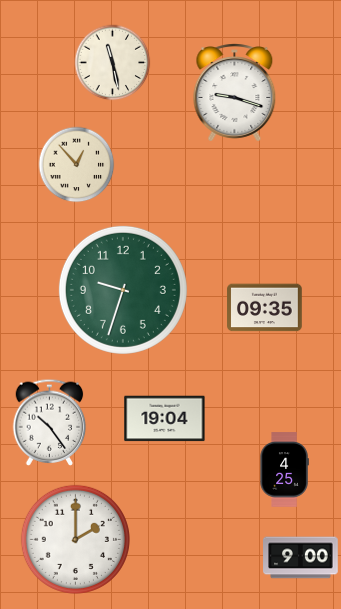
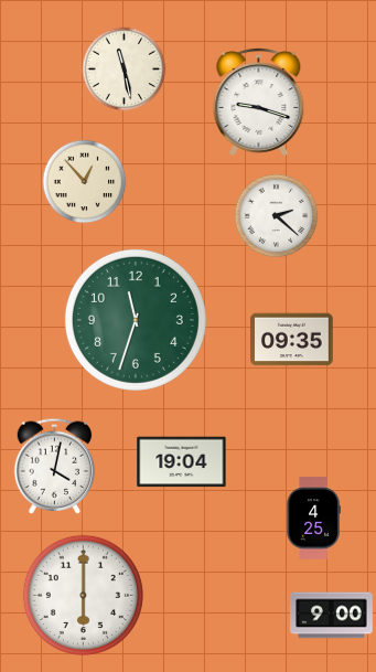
clock at (277, 216): none -> 2:22
clock at (123, 290): 9:33 -> 11:33
clock at (50, 422): 10:24 -> 4:02
clock at (75, 539): 2:00 -> 6:00
